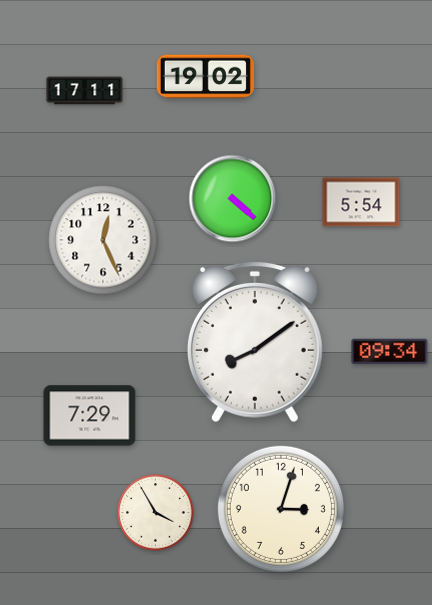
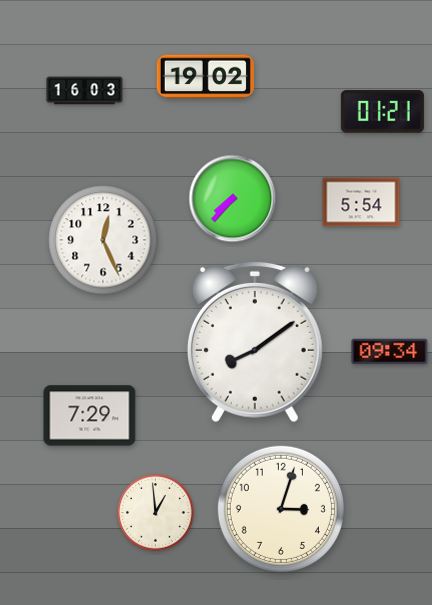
clock at (85, 91): 17:11 -> 16:03
clock at (382, 112): none -> 01:21
clock at (233, 199): 4:22 -> 7:37
clock at (156, 513): 3:55 -> 12:59
